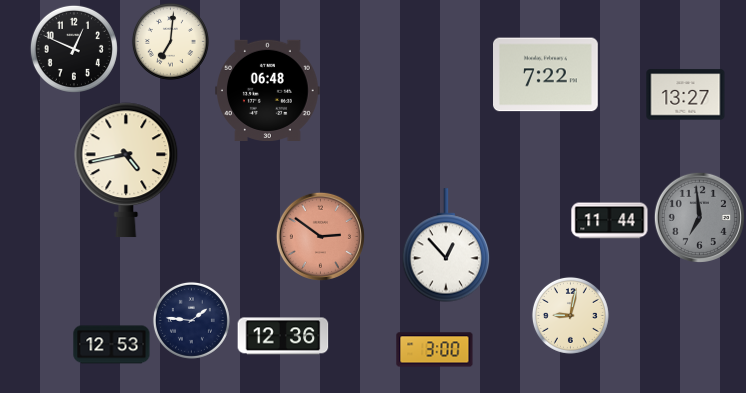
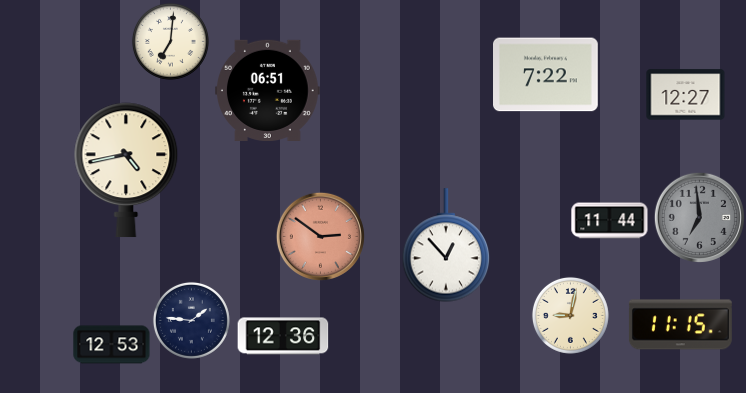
clock at (74, 49): 12:49 -> none
clock at (268, 90): 06:48 -> 06:51
clock at (686, 95): 13:27 -> 12:27
clock at (680, 325): none -> 11:15
clock at (435, 350): 3:00 -> none
